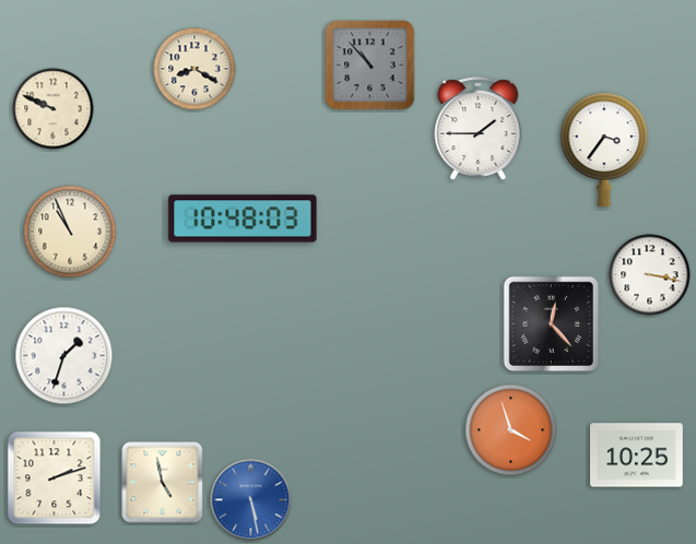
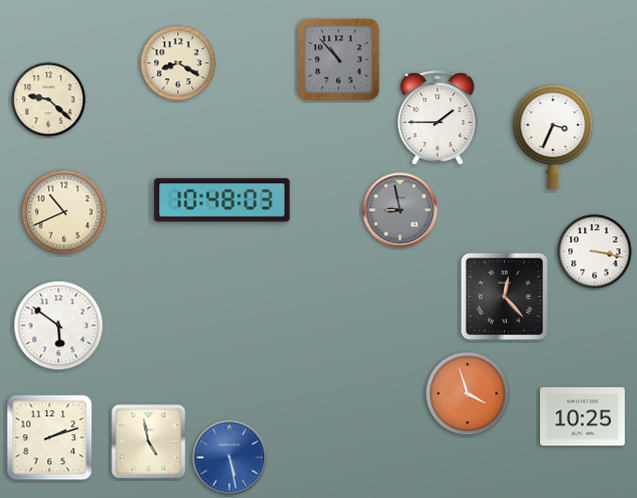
clock at (54, 109): 9:49 -> 9:22
clock at (604, 150): 3:36 -> 3:34
clock at (400, 210): none -> 8:58
clock at (70, 232): 10:56 -> 10:41
clock at (64, 356): 1:33 -> 5:51
